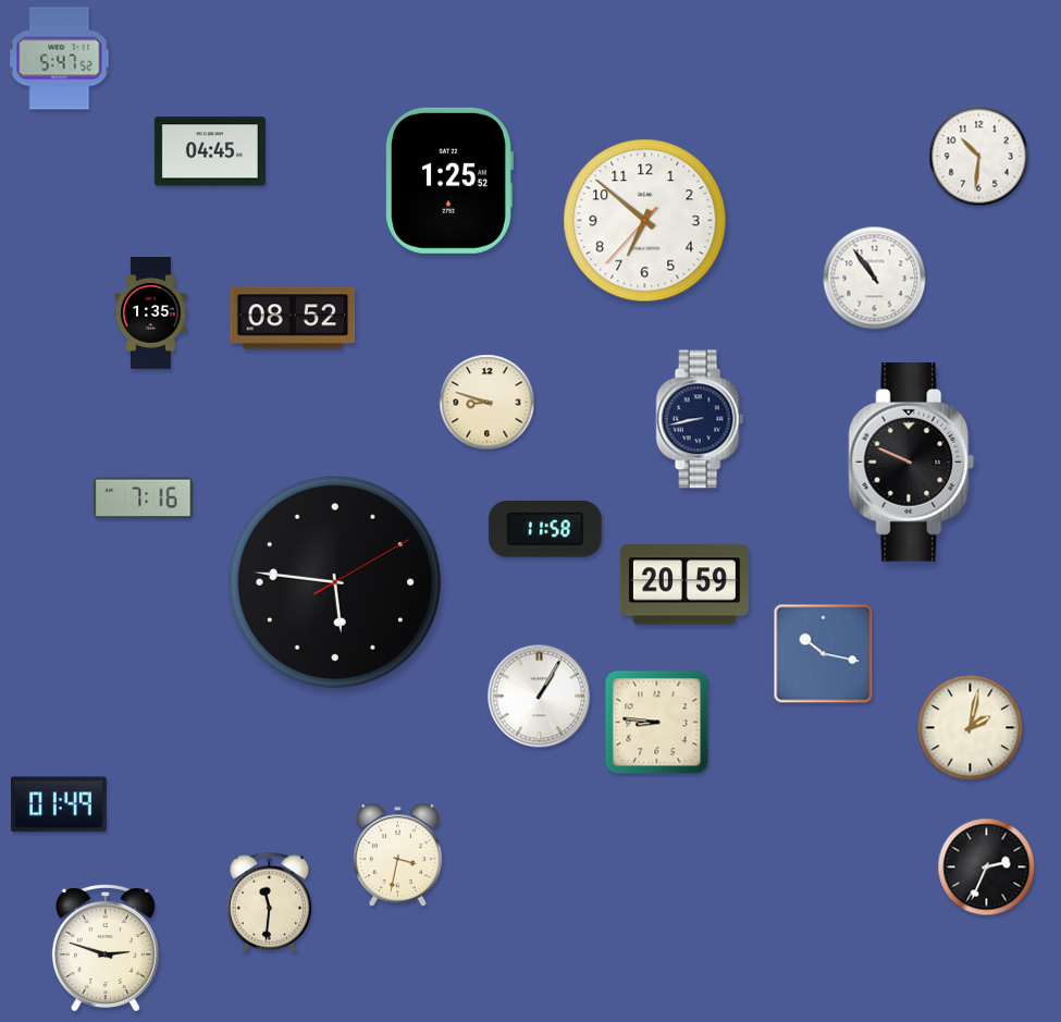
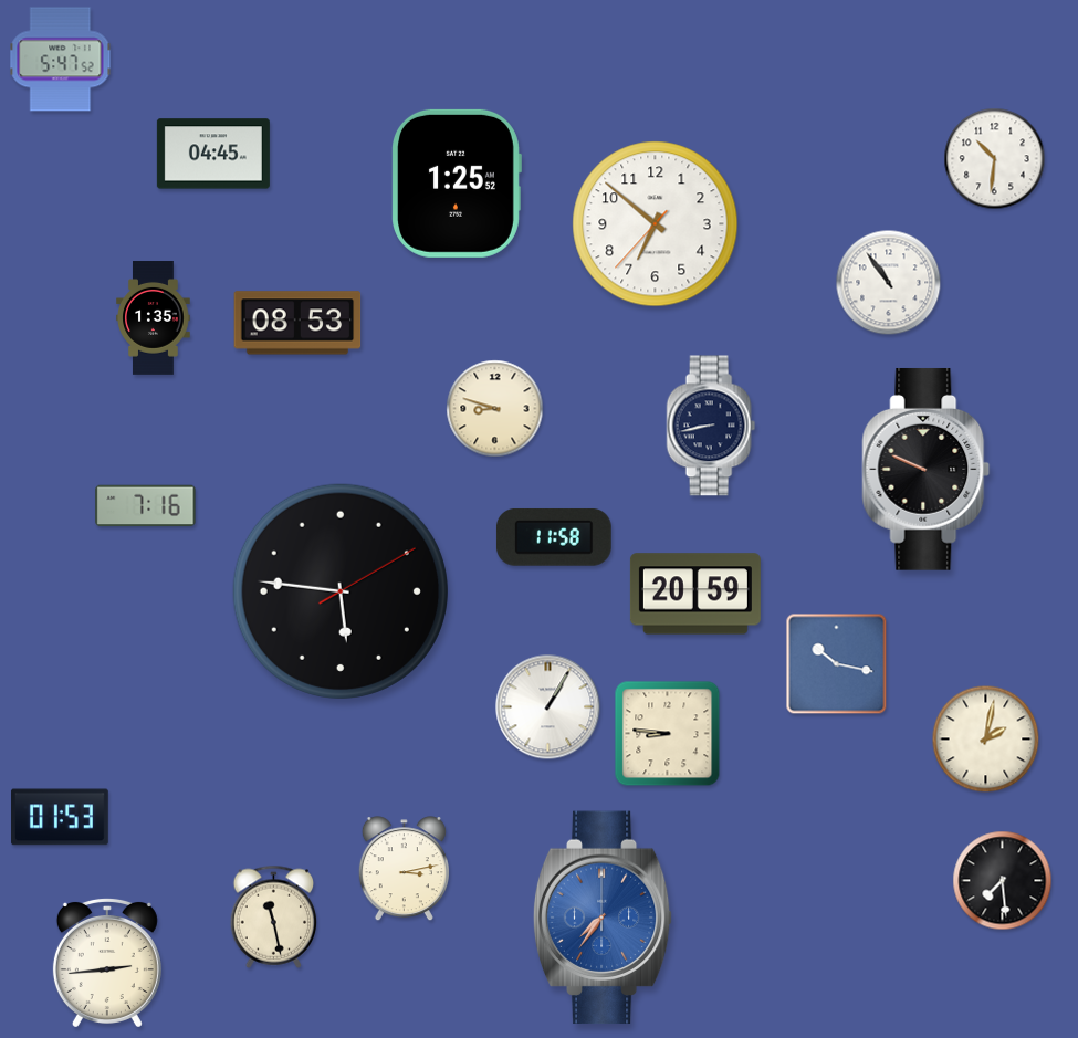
clock at (293, 318): 08:52 -> 08:53
clock at (60, 804): 01:49 -> 01:53
clock at (397, 855): 3:32 -> 3:13
clock at (987, 867): 2:34 -> 7:29
clock at (270, 902): 11:31 -> 11:28
clock at (603, 918): none -> 7:36
clock at (106, 947): 2:48 -> 2:44
